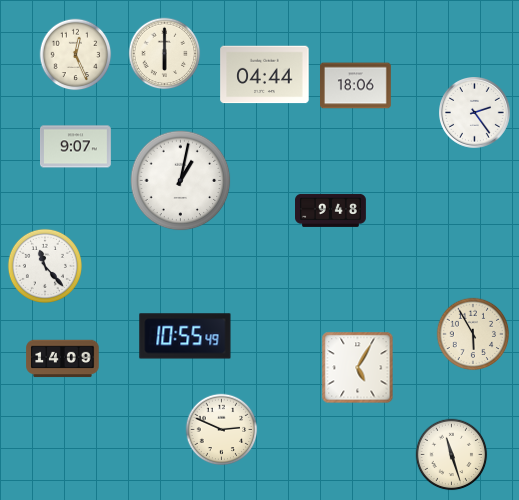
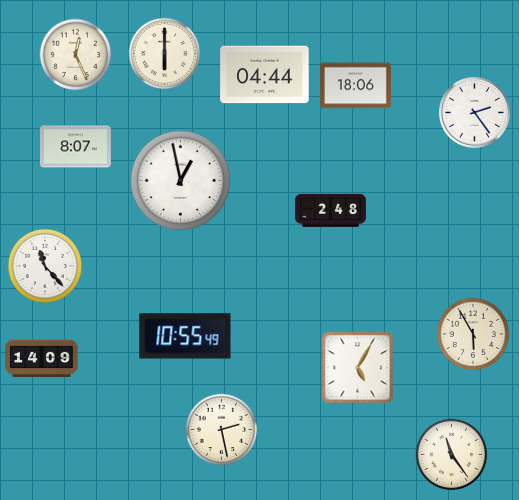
clock at (76, 147): 9:07 -> 8:07
clock at (181, 181): 1:02 -> 12:58
clock at (331, 210): 9:48 -> 2:48
clock at (63, 359) position: (63, 359) -> (42, 359)
clock at (222, 430): 2:49 -> 2:28
clock at (452, 455): 11:27 -> 11:24
